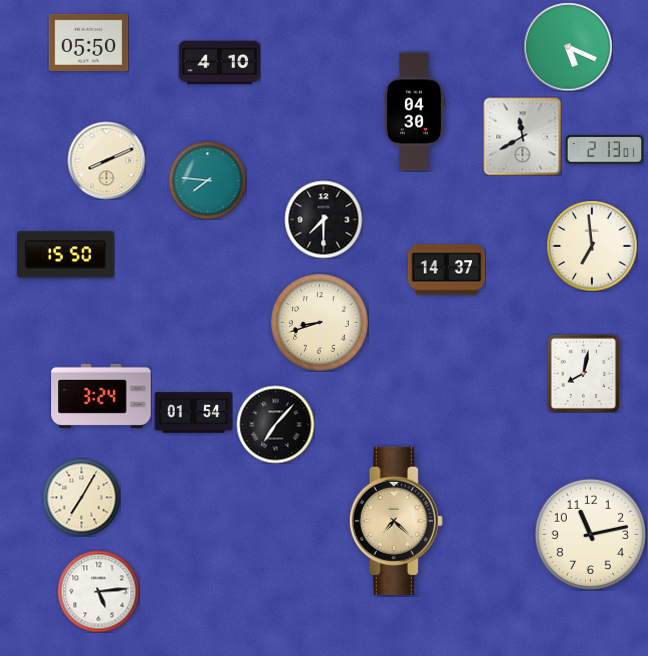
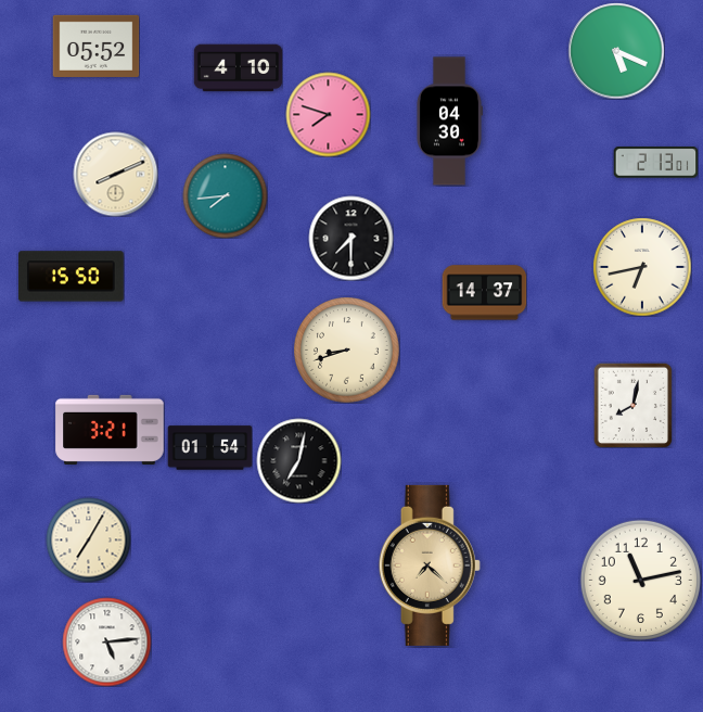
clock at (88, 42): 05:50 -> 05:52
clock at (328, 114): none -> 7:48
clock at (522, 136): 11:40 -> none
clock at (207, 180): 7:46 -> 7:44
clock at (592, 246): 6:59 -> 6:43
clock at (101, 396): 3:24 -> 3:21
clock at (275, 424): 7:07 -> 7:02
